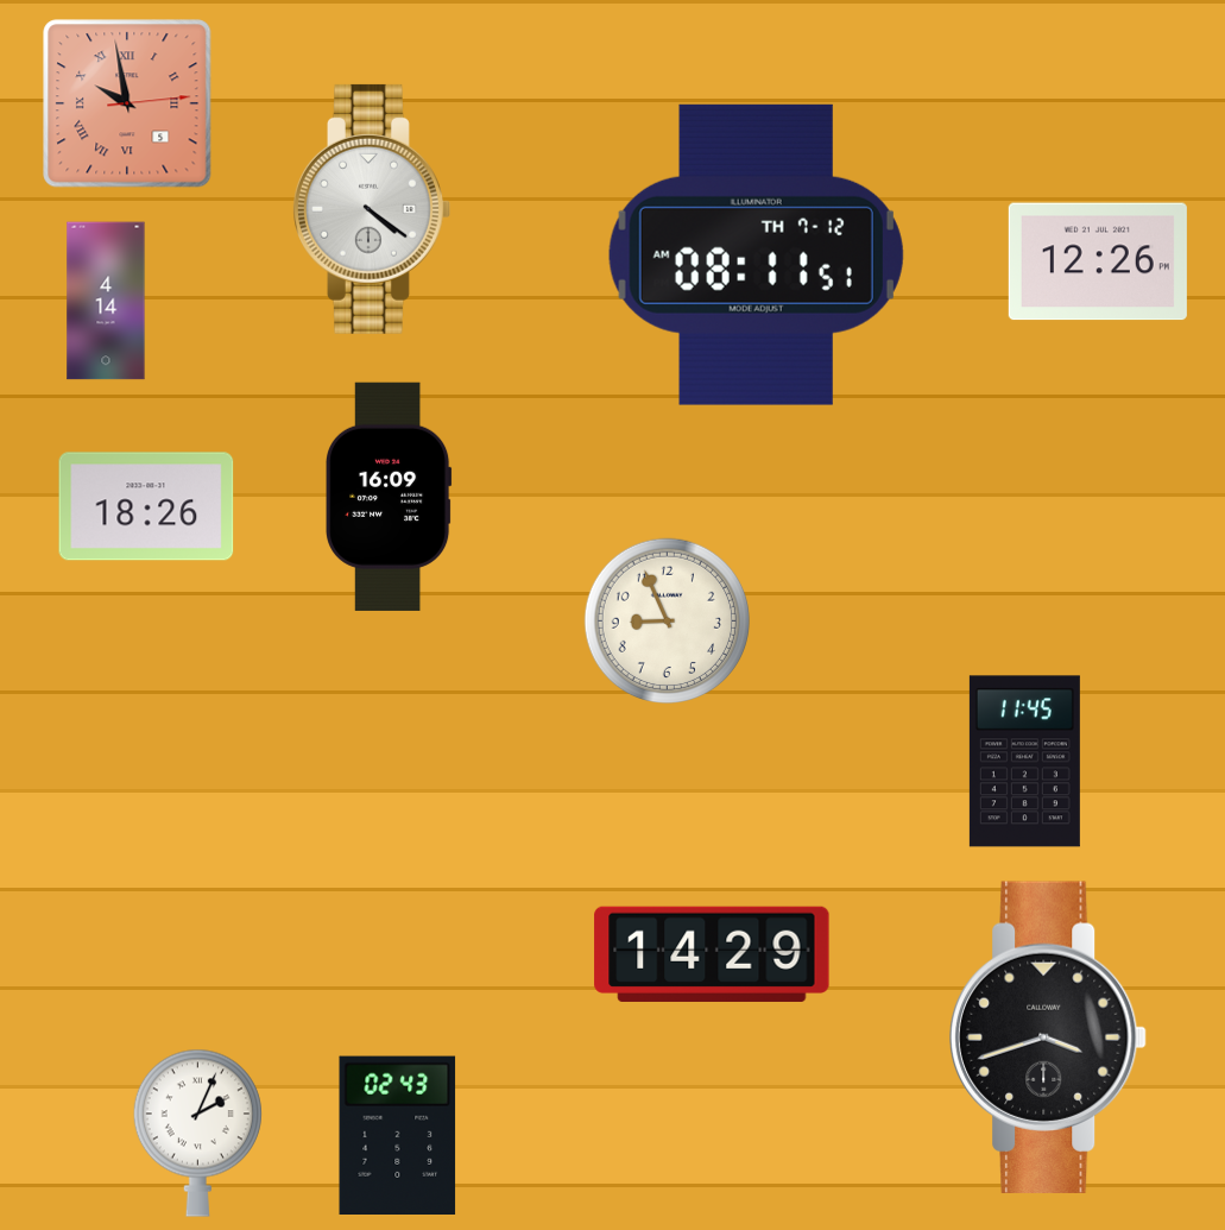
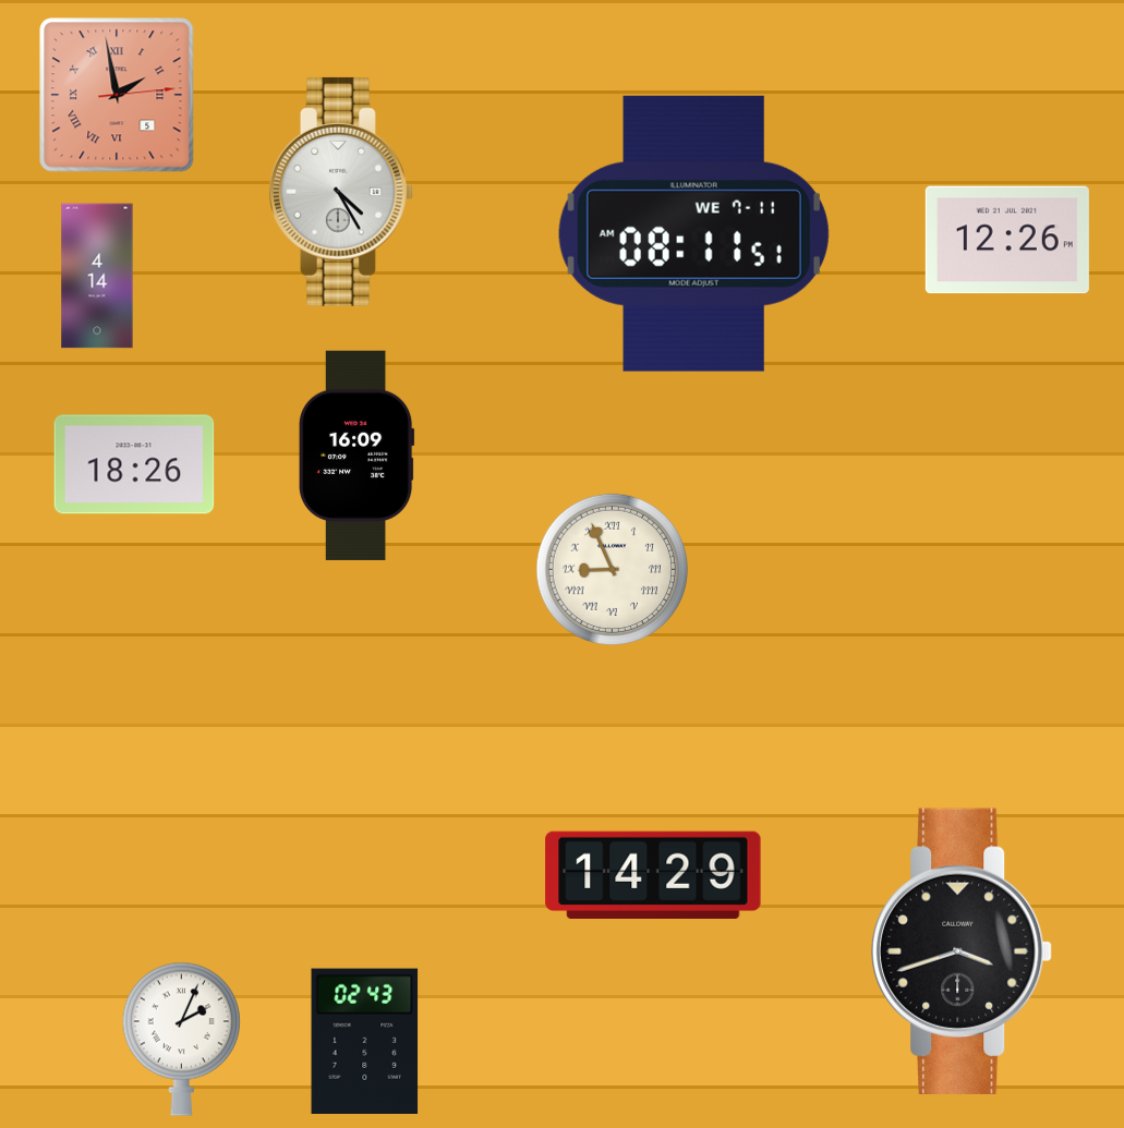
clock at (127, 103): 9:58 -> 1:58
clock at (372, 209): 4:21 -> 4:25
clock at (756, 254) date: TH 7-12 -> WE 7-11
clock at (667, 620) numerals: Arabic -> Roman
clock at (1024, 762): 11:45 -> none
